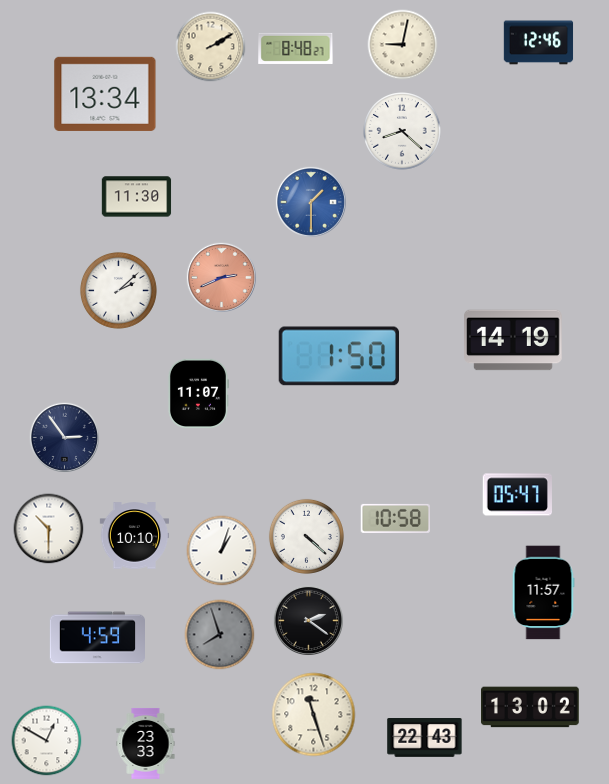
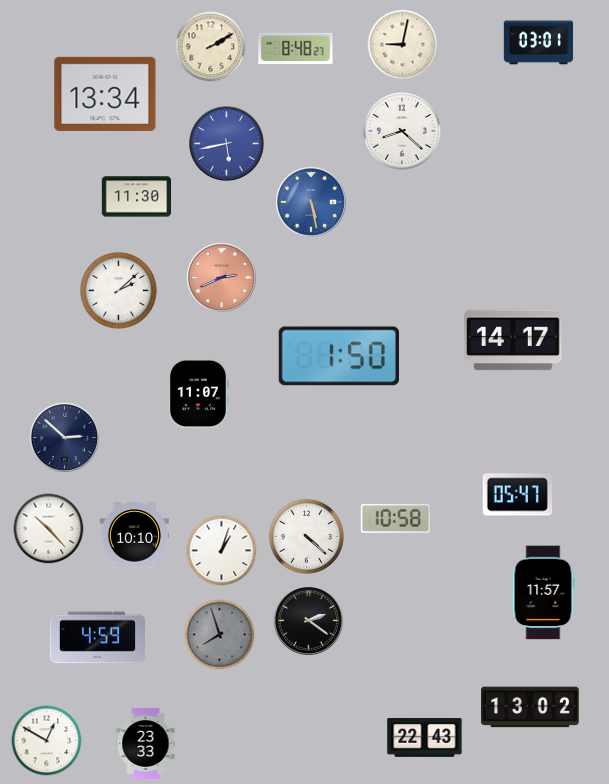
clock at (539, 43): 12:46 -> 03:01
clock at (227, 144): none -> 5:43
clock at (311, 202): 1:30 -> 5:28
clock at (514, 340): 14:19 -> 14:17
clock at (64, 437): 2:54 -> 2:52
clock at (49, 529): 10:30 -> 10:23
clock at (314, 715): 11:27 -> none
